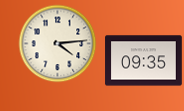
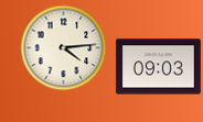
clock at (144, 61): 09:35 -> 09:03
